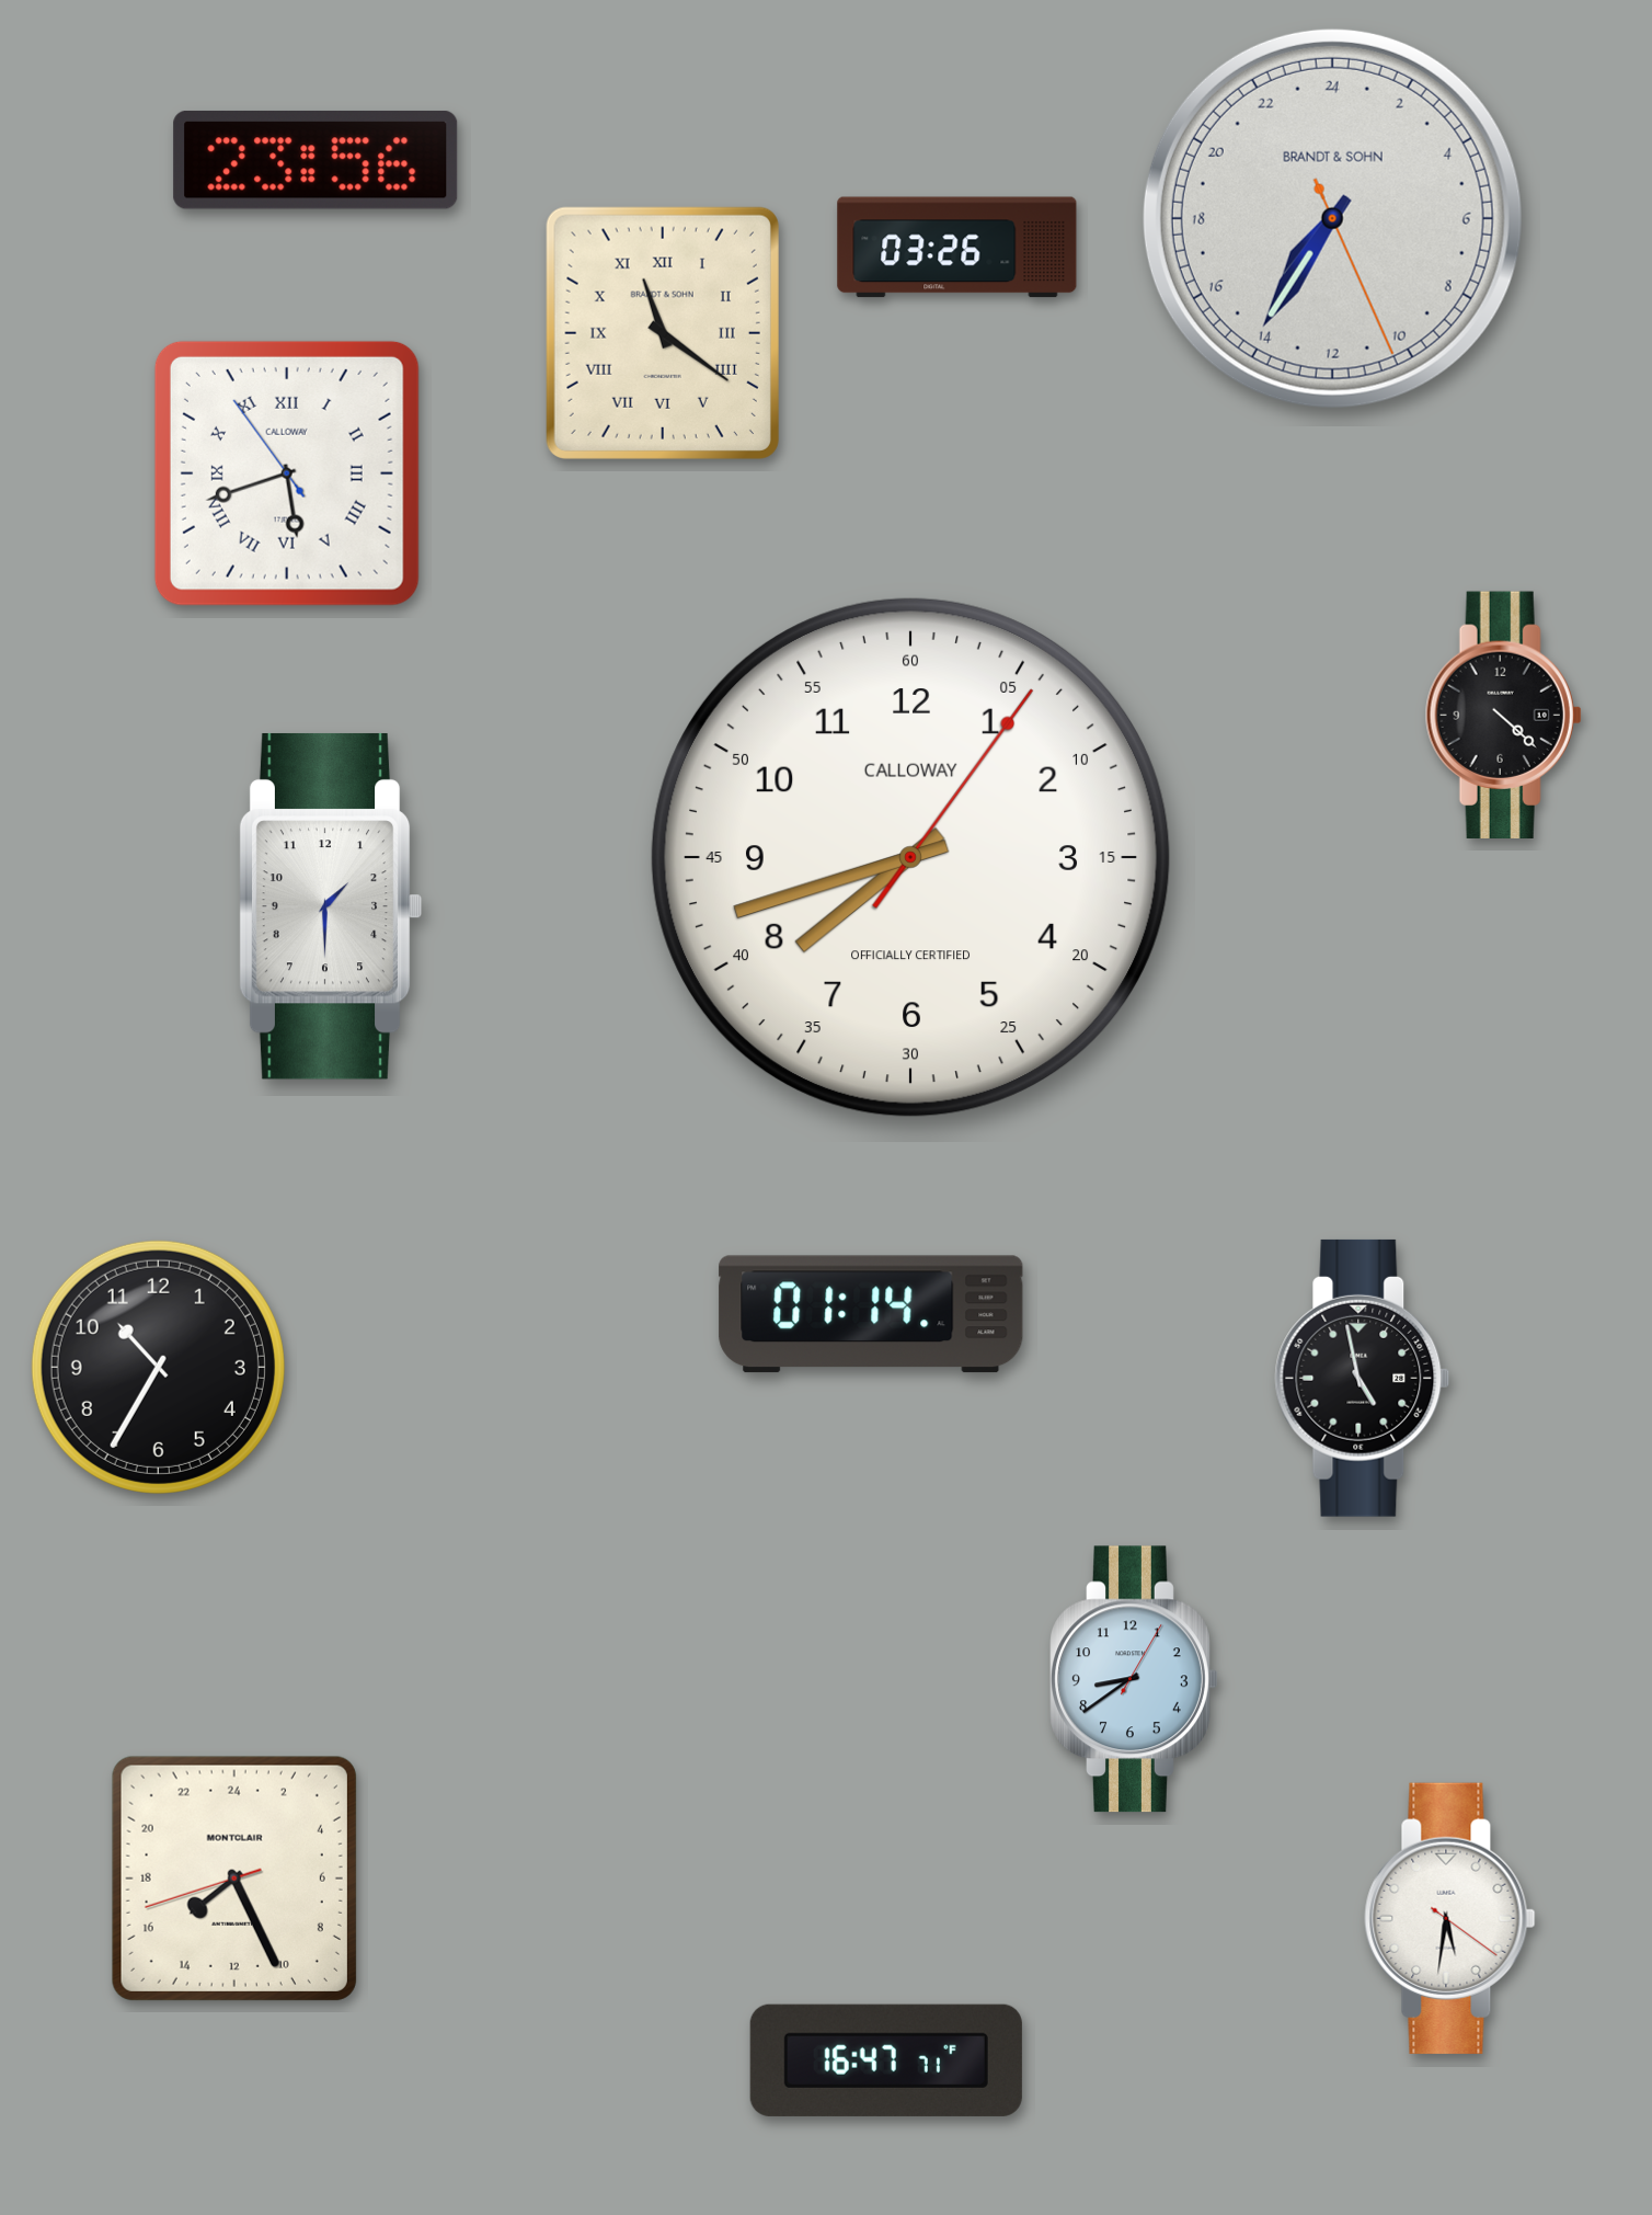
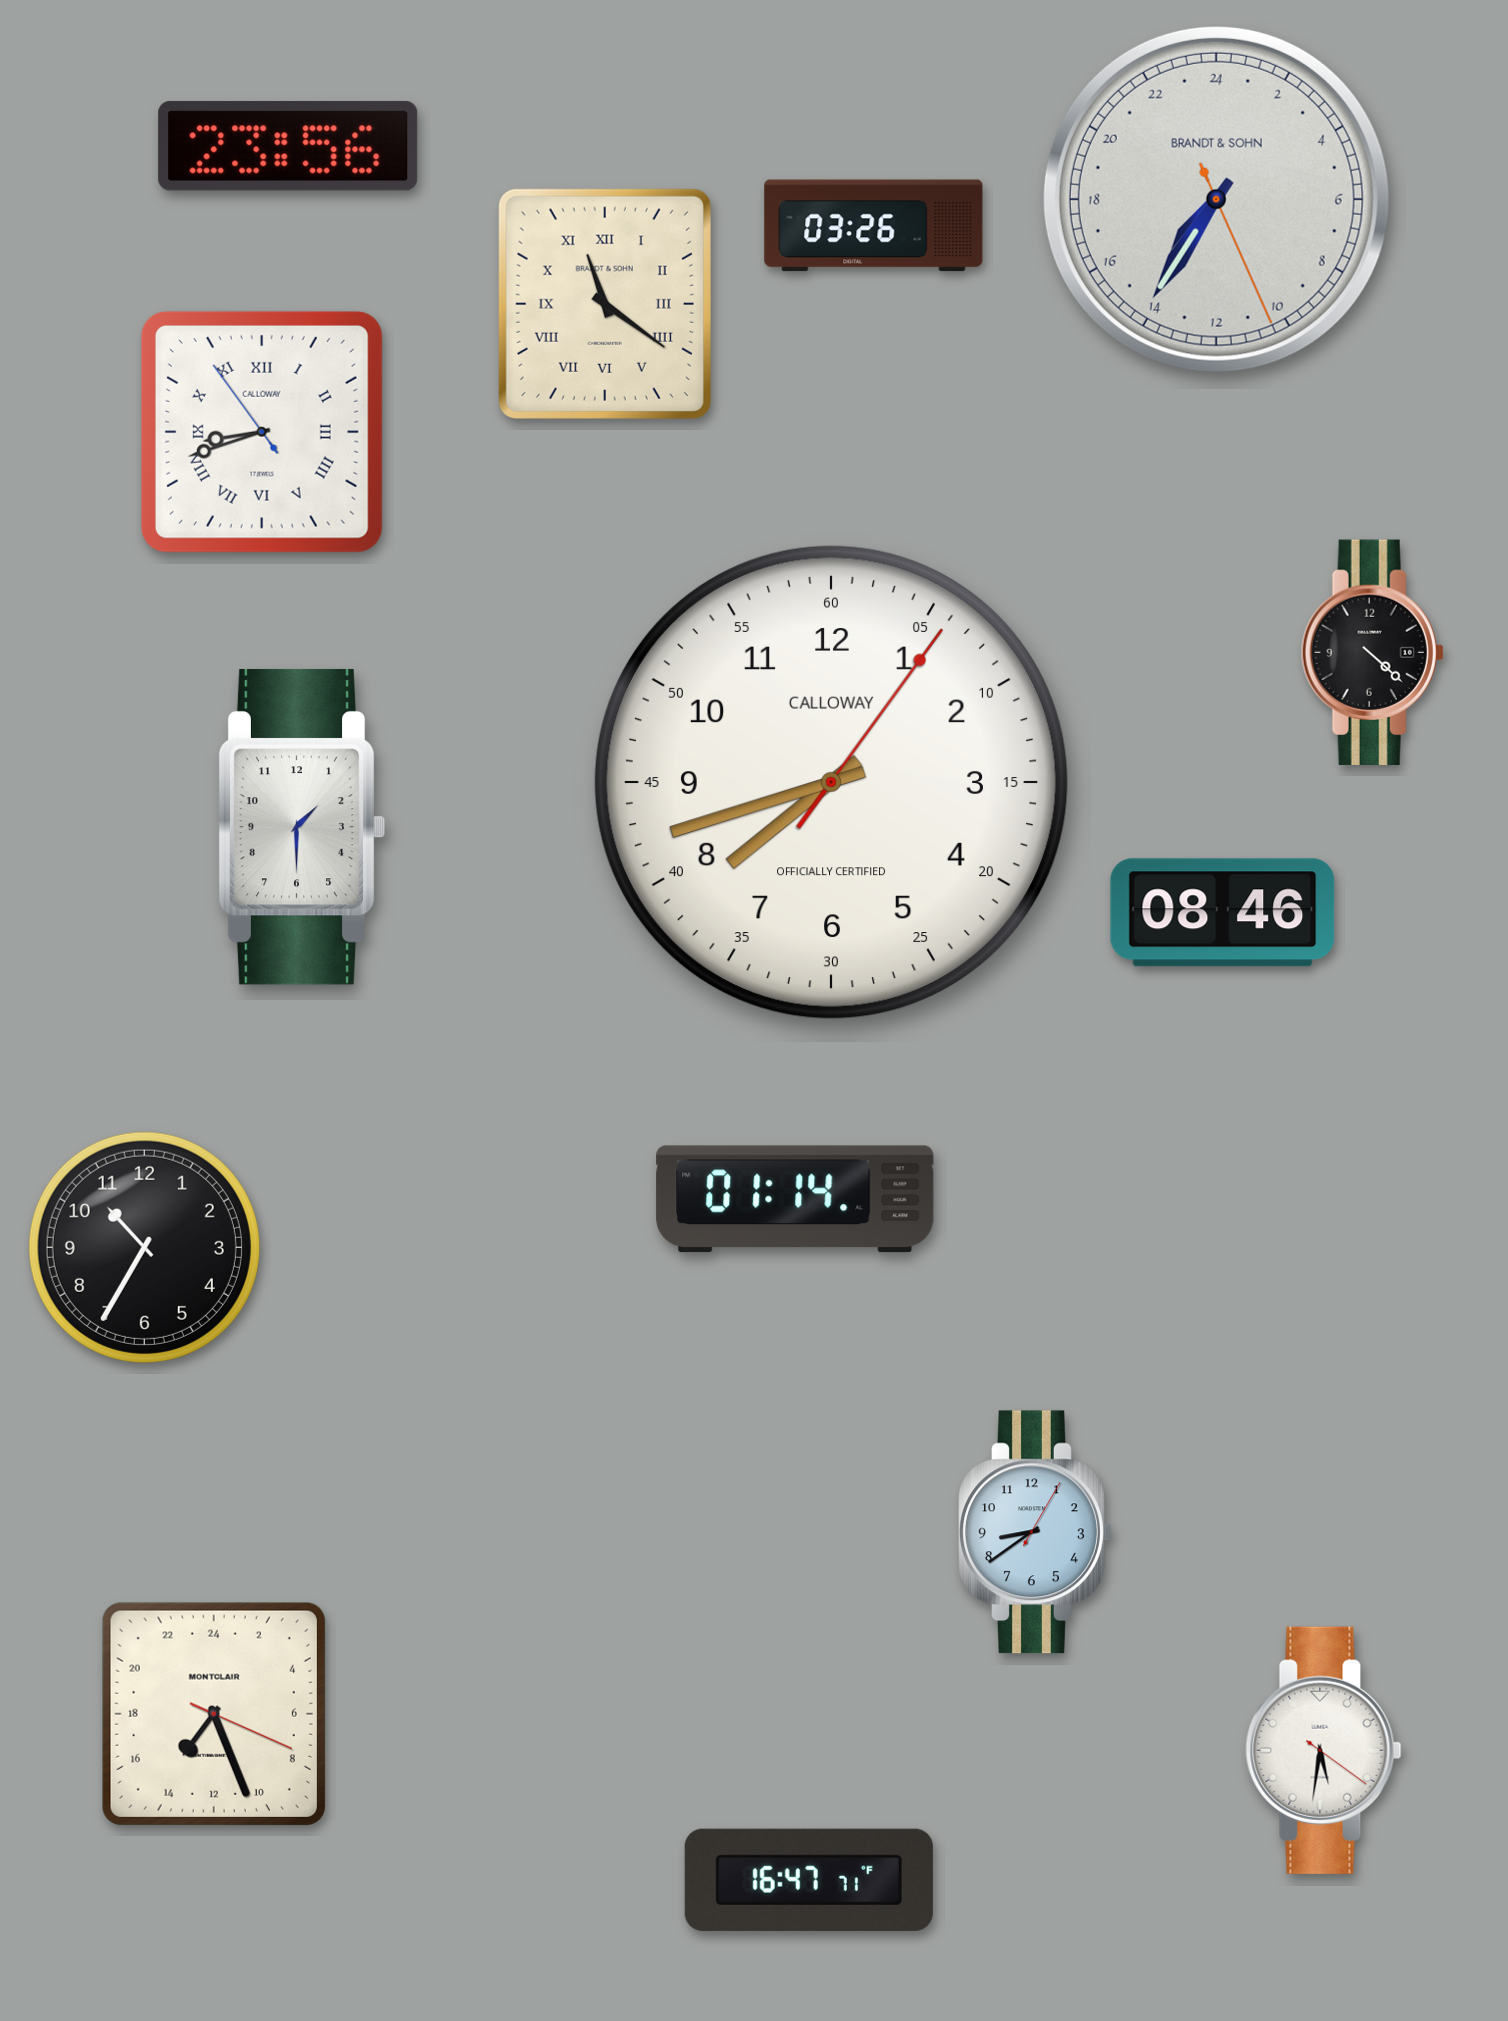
clock at (287, 473): 5:41 -> 8:41
clock at (1223, 913): none -> 08:46
clock at (1363, 1378): 4:58 -> none
clock at (234, 1879): 15:25 -> 14:26
